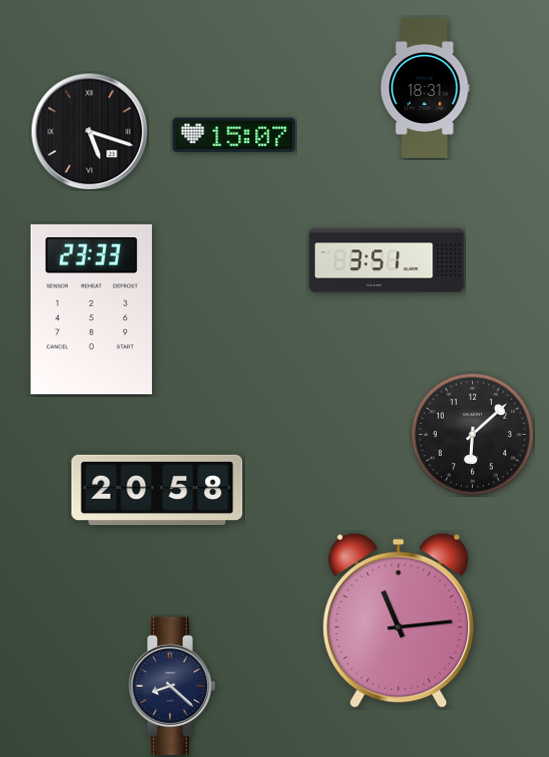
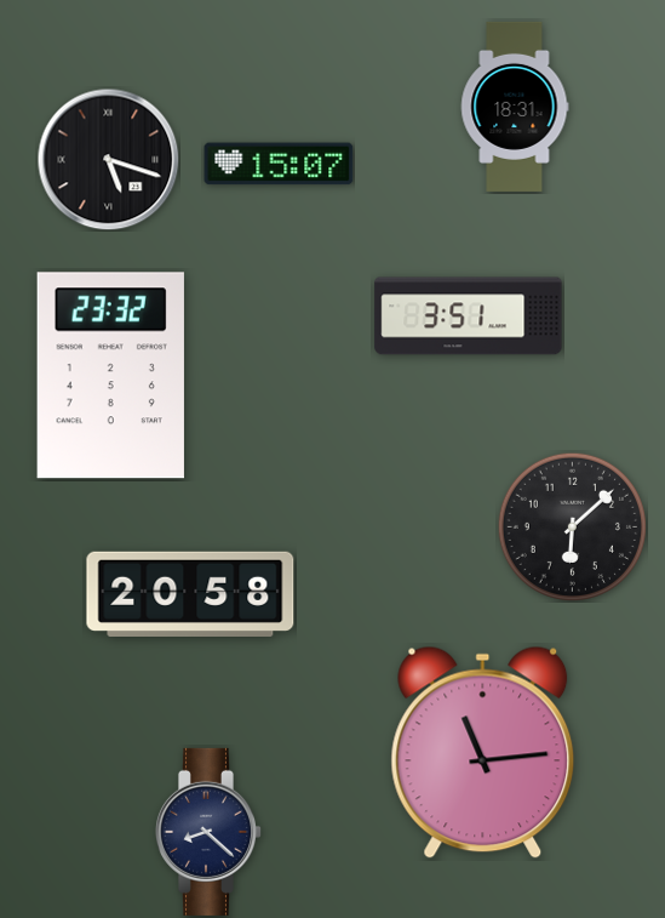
clock at (234, 135) position: (234, 135) -> (279, 164)
clock at (91, 310): 23:33 -> 23:32
